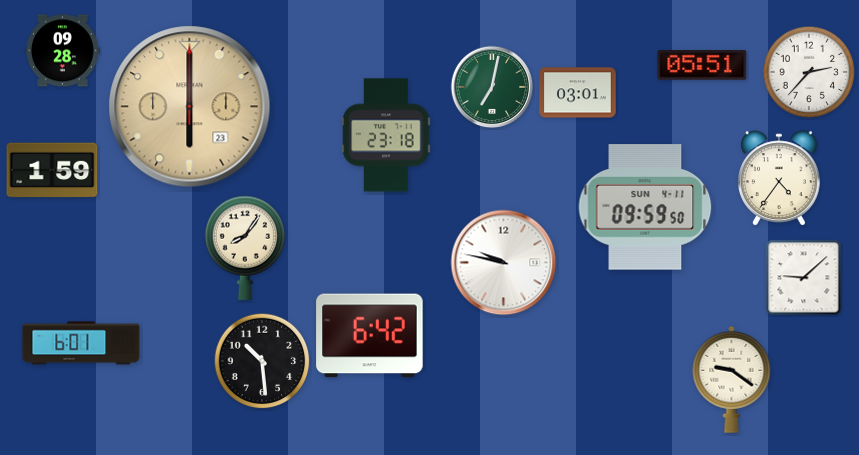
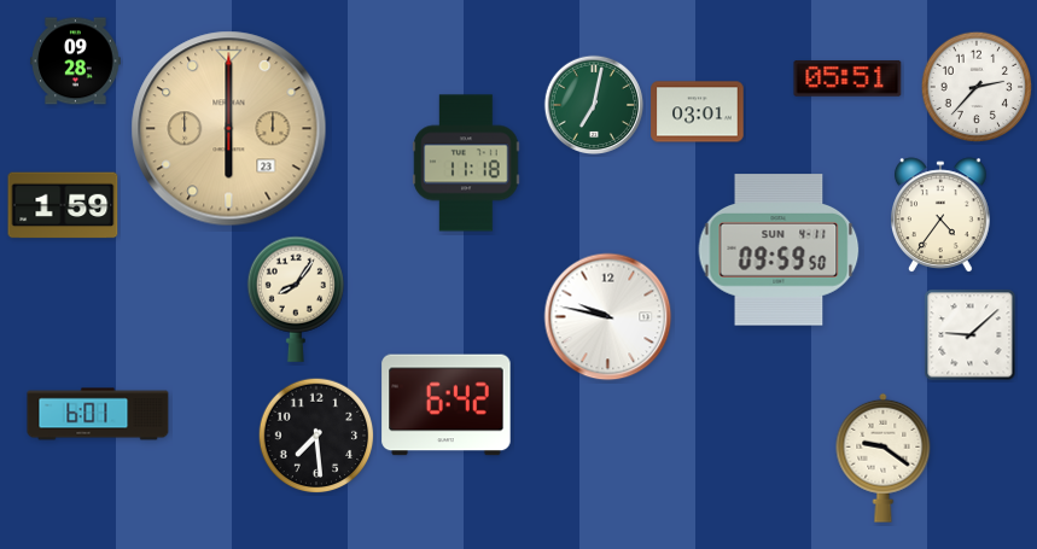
clock at (386, 135): 23:18 -> 11:18
clock at (262, 361): 10:29 -> 7:29
